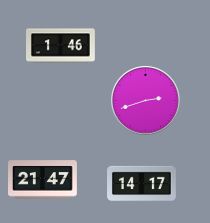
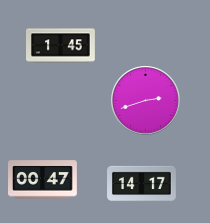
clock at (61, 46): 1:46 -> 1:45
clock at (43, 180): 21:47 -> 00:47
